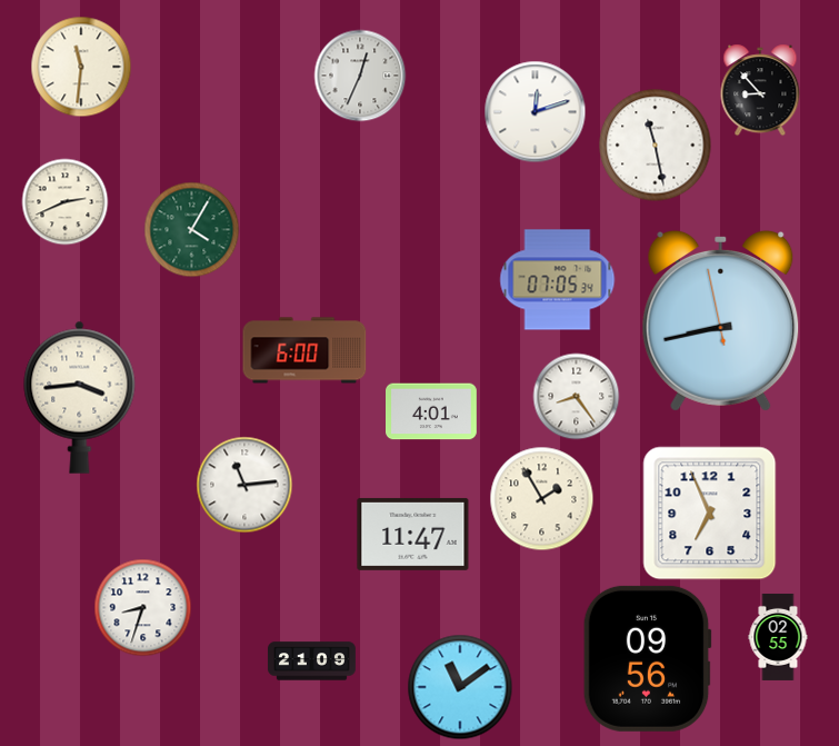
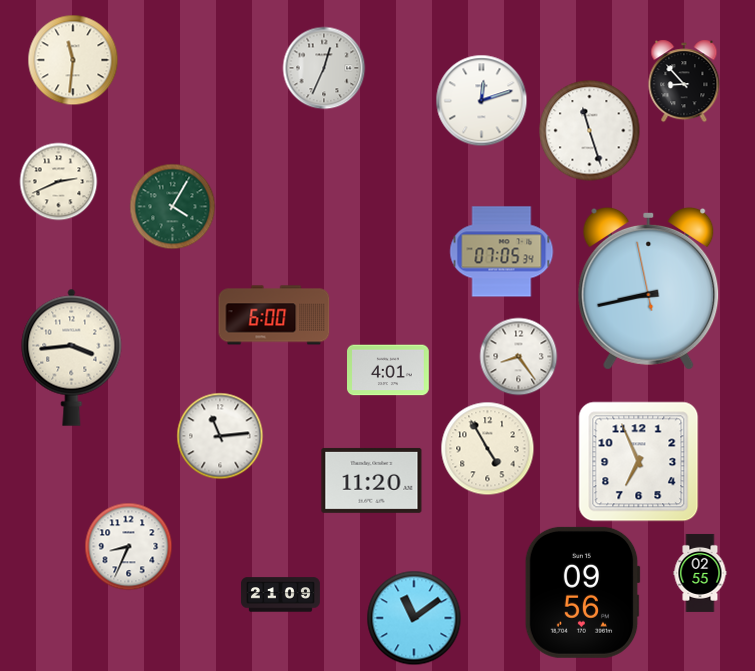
clock at (656, 146): 11:28 -> 11:27
clock at (541, 498): 1:55 -> 4:55
clock at (413, 534): 11:47 -> 11:20
clock at (142, 607): 8:33 -> 8:34
